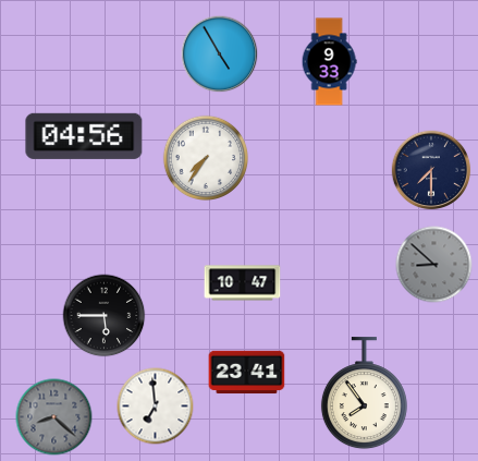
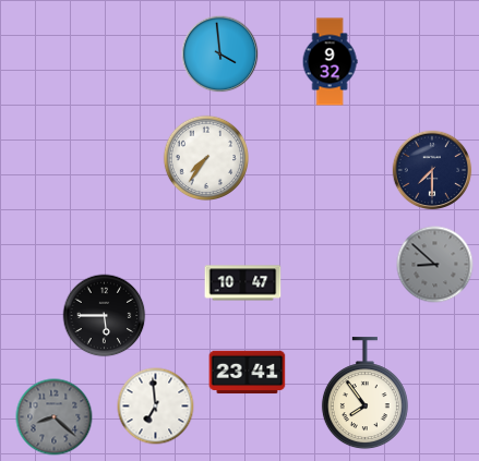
clock at (220, 54): 4:55 -> 3:59
clock at (329, 62): 9:33 -> 9:32
clock at (84, 136): 04:56 -> none
